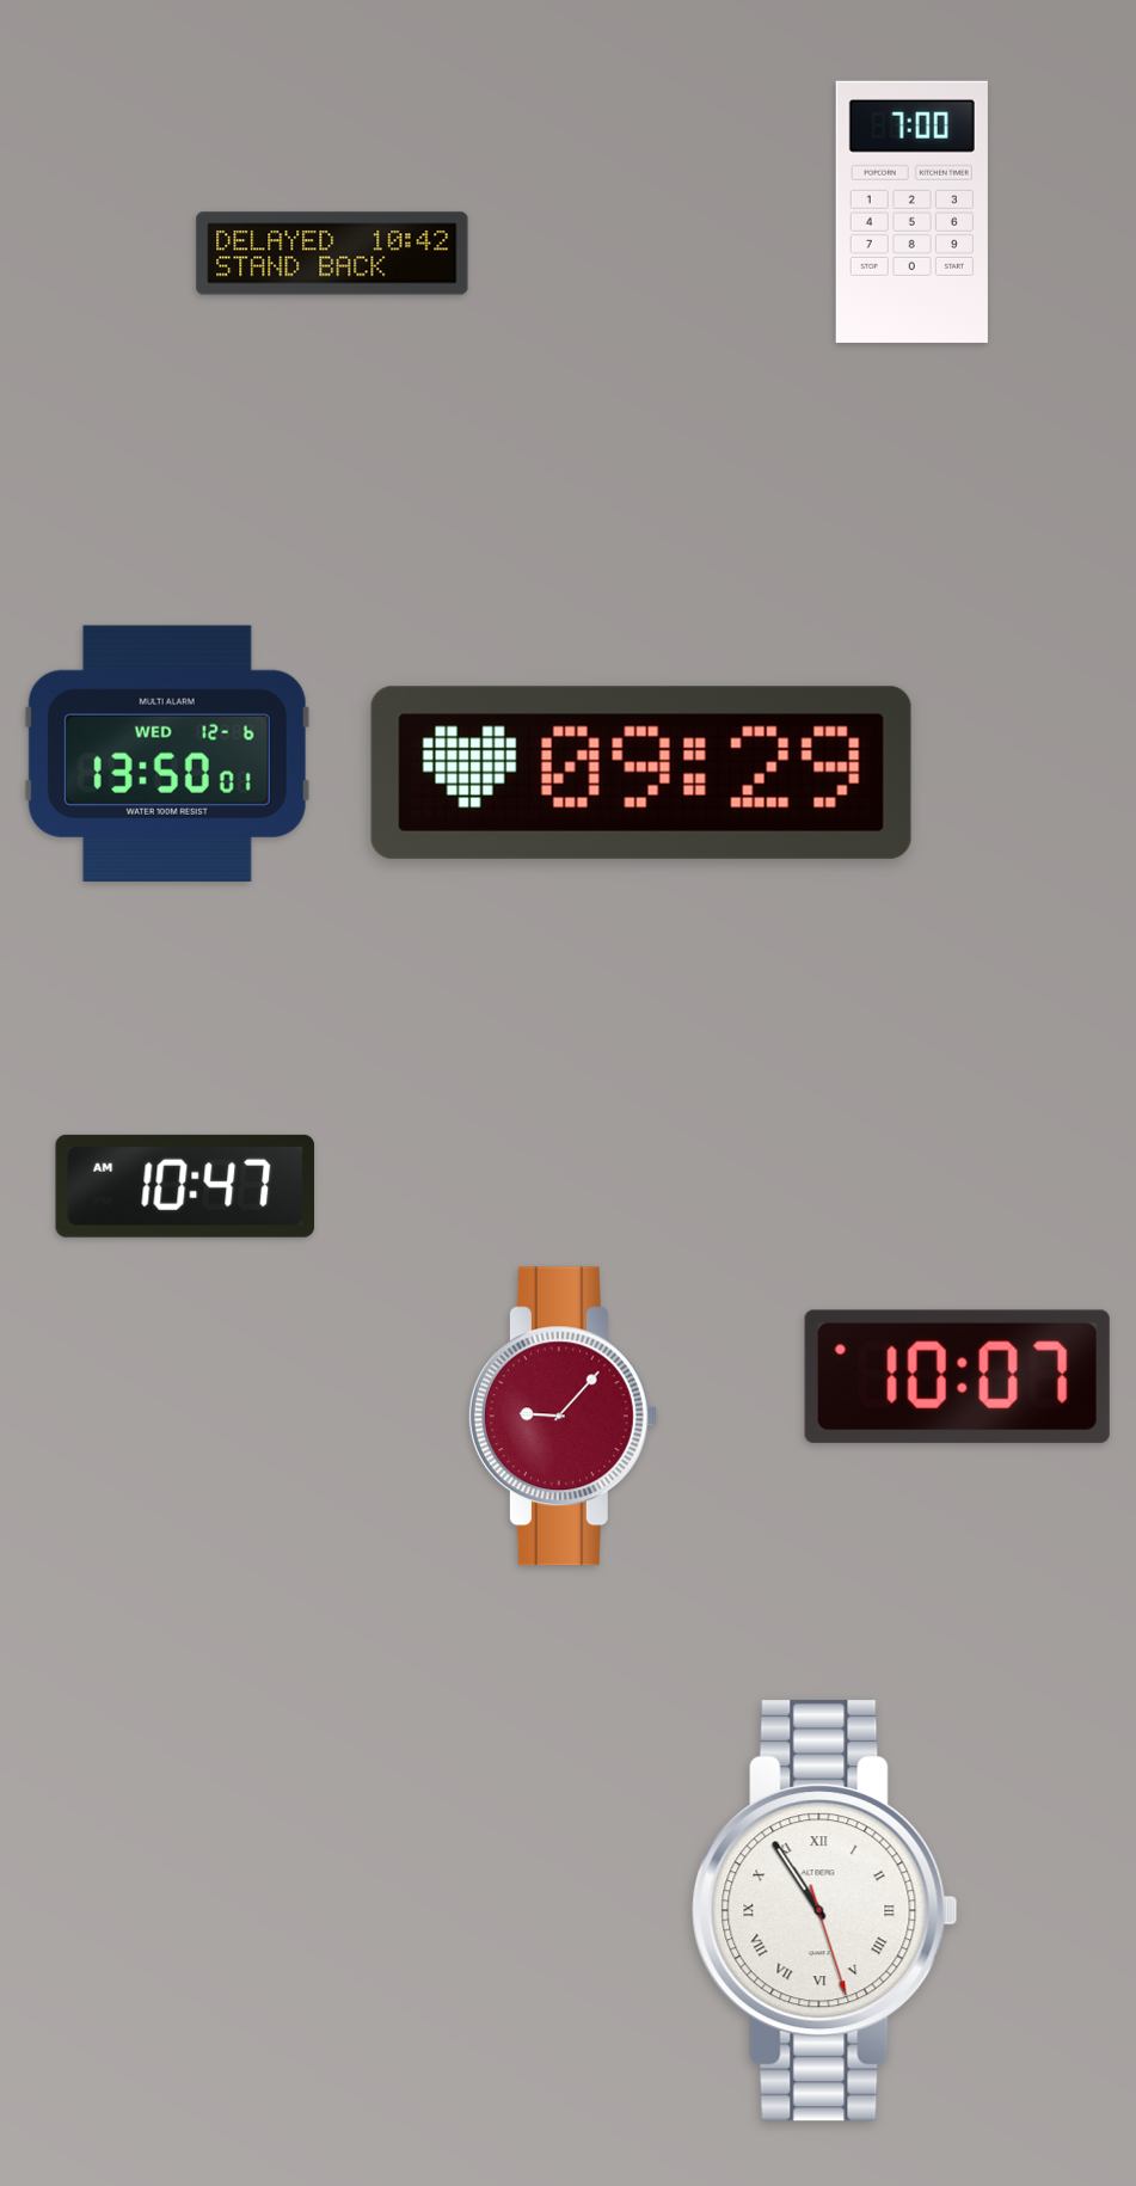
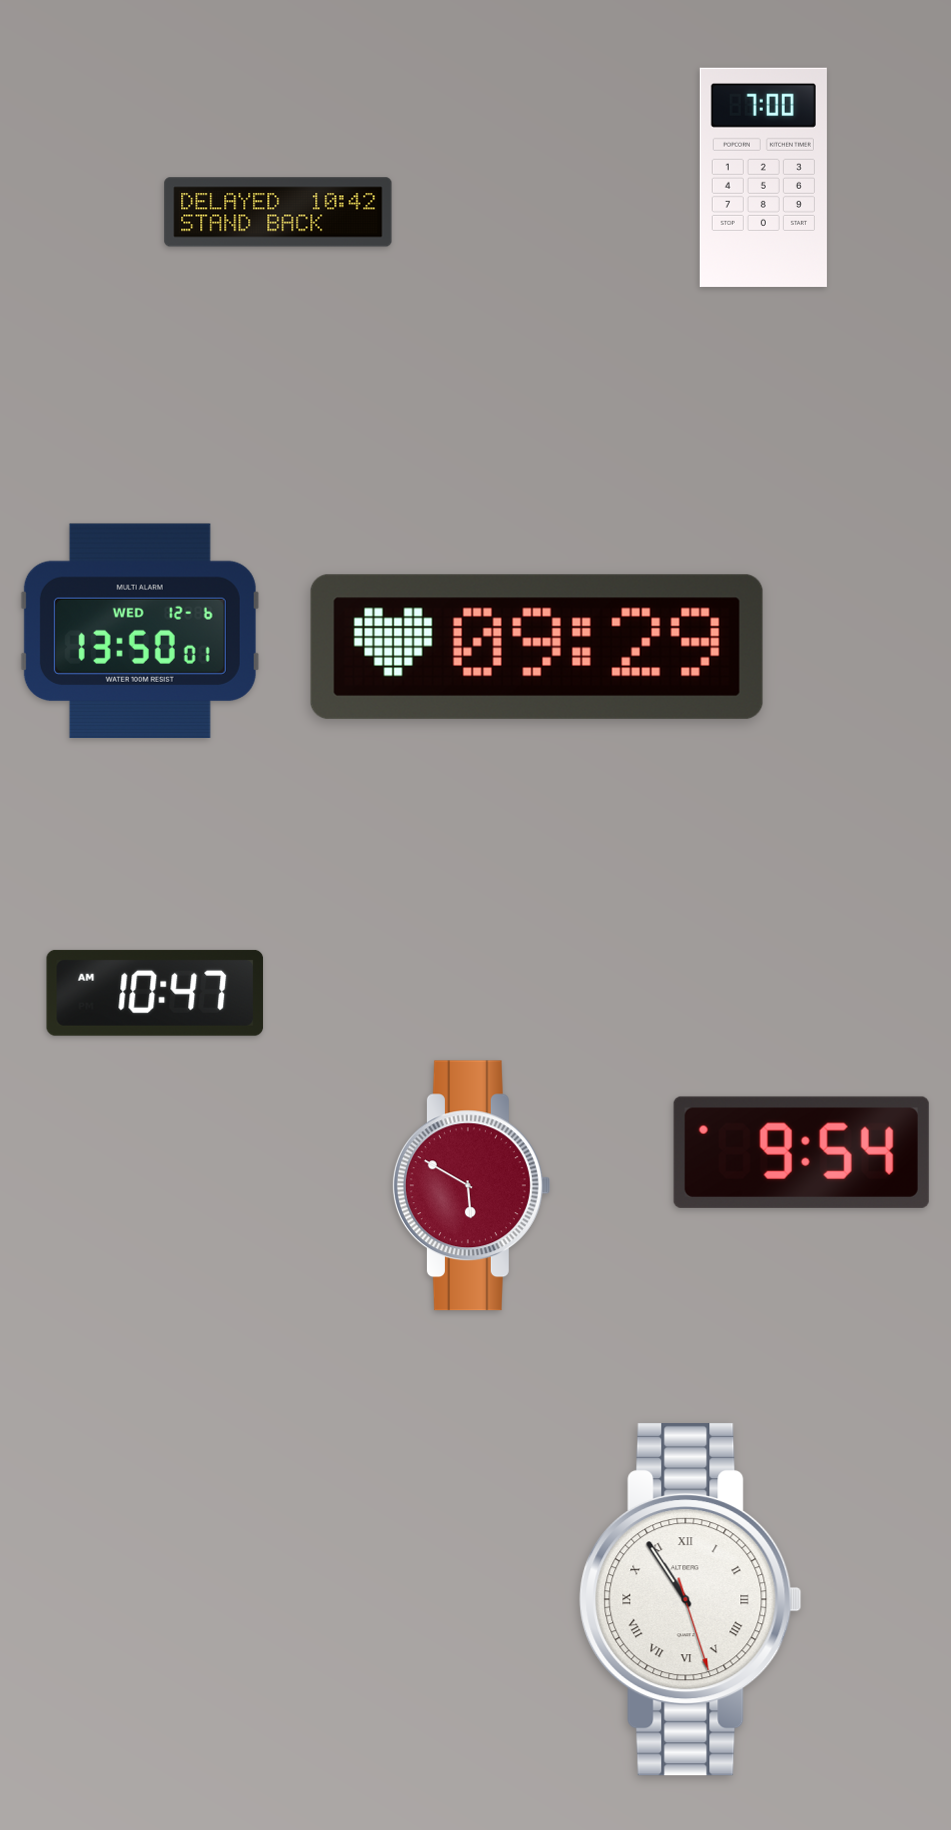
clock at (957, 1376): 10:07 -> 9:54
clock at (563, 1417): 9:07 -> 5:50
